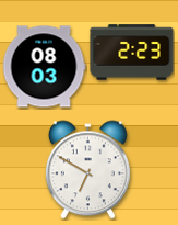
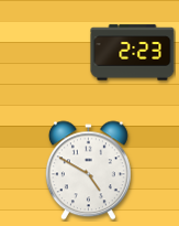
clock at (44, 67): 08:03 -> none
clock at (87, 170): 6:50 -> 4:50
